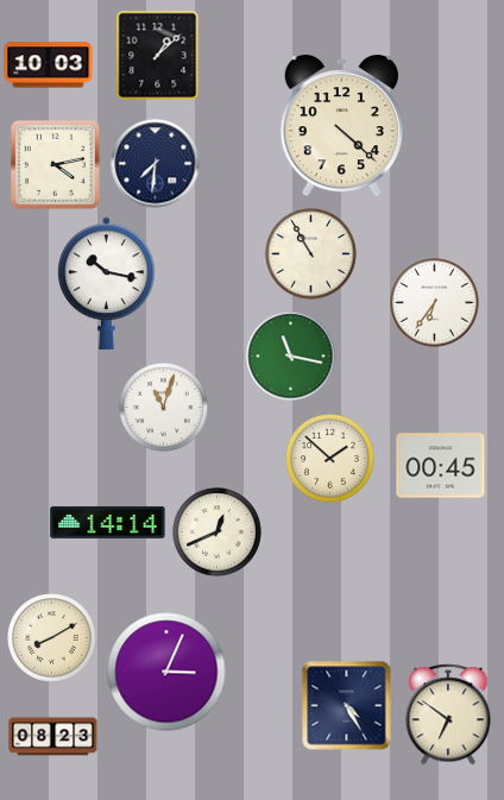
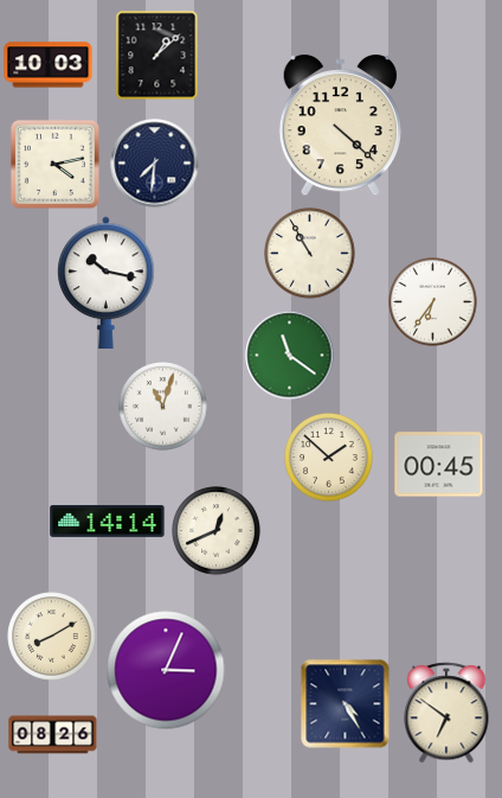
clock at (291, 357): 11:17 -> 11:21
clock at (53, 737): 08:23 -> 08:26
